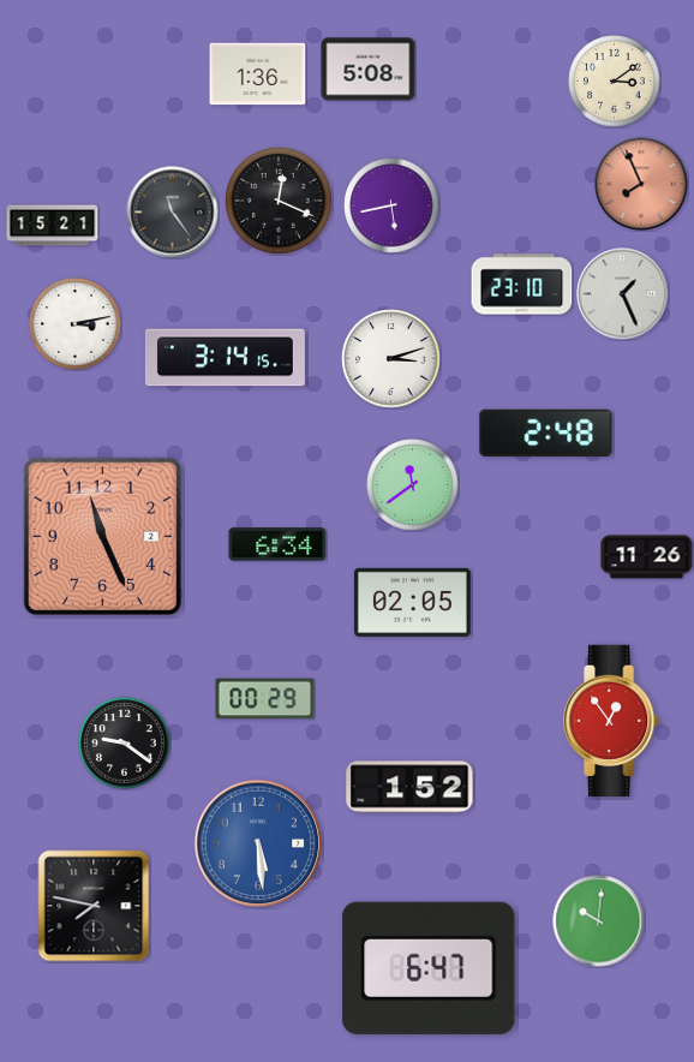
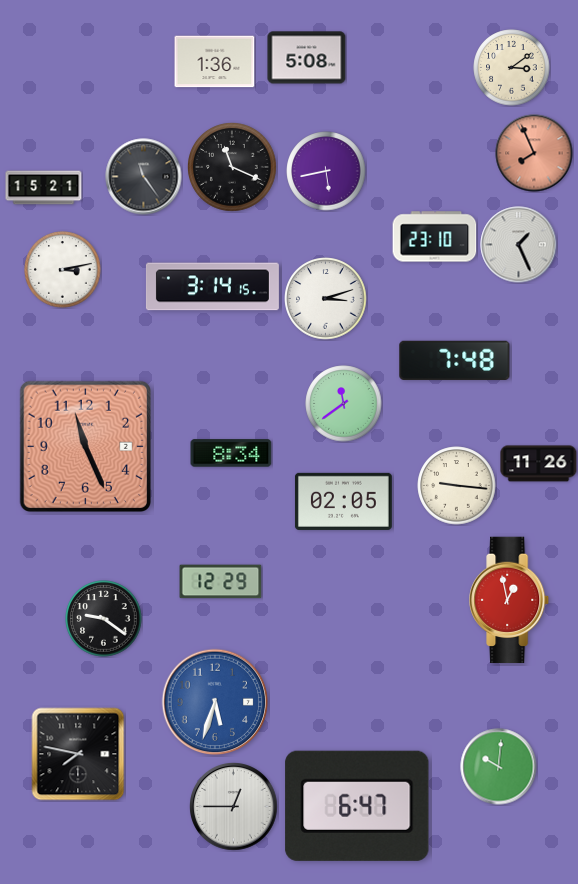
clock at (280, 202): 12:19 -> 11:19
clock at (225, 358) position: (225, 358) -> (212, 287)
clock at (546, 432): 2:48 -> 7:48
clock at (277, 544): 6:34 -> 8:34
clock at (457, 486): none -> 9:16
clock at (265, 699): 00:29 -> 12:29
clock at (612, 721): 12:54 -> 12:58
clock at (409, 787): 1:52 -> none
clock at (258, 843): 5:29 -> 5:33
clock at (234, 807): none -> 12:45
